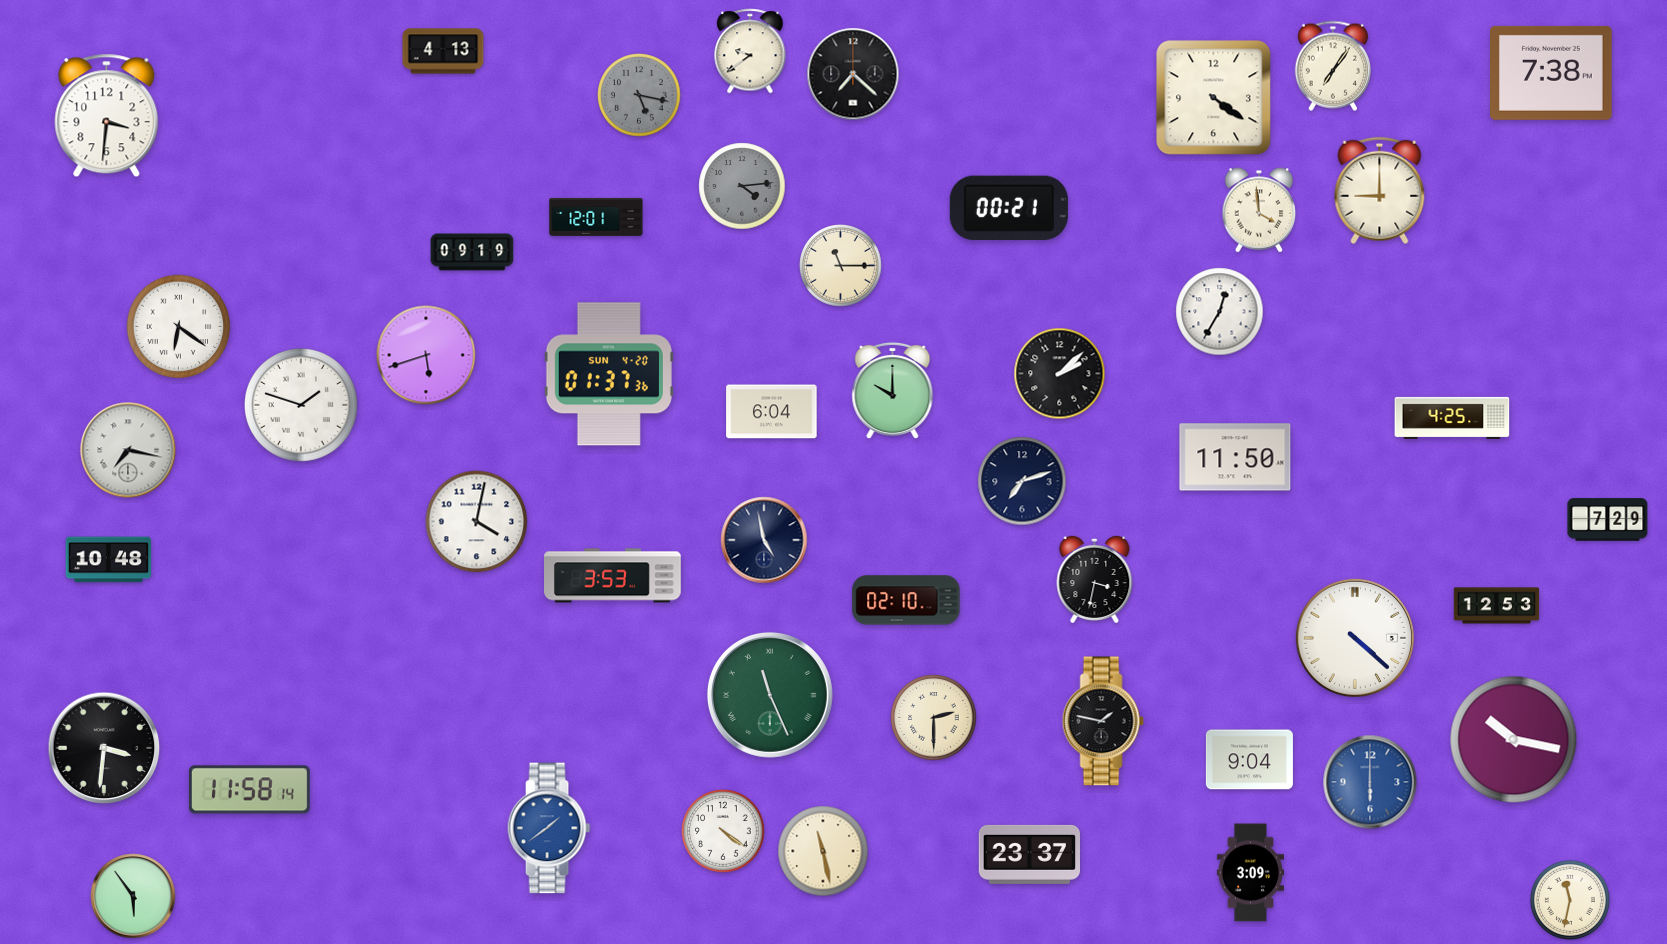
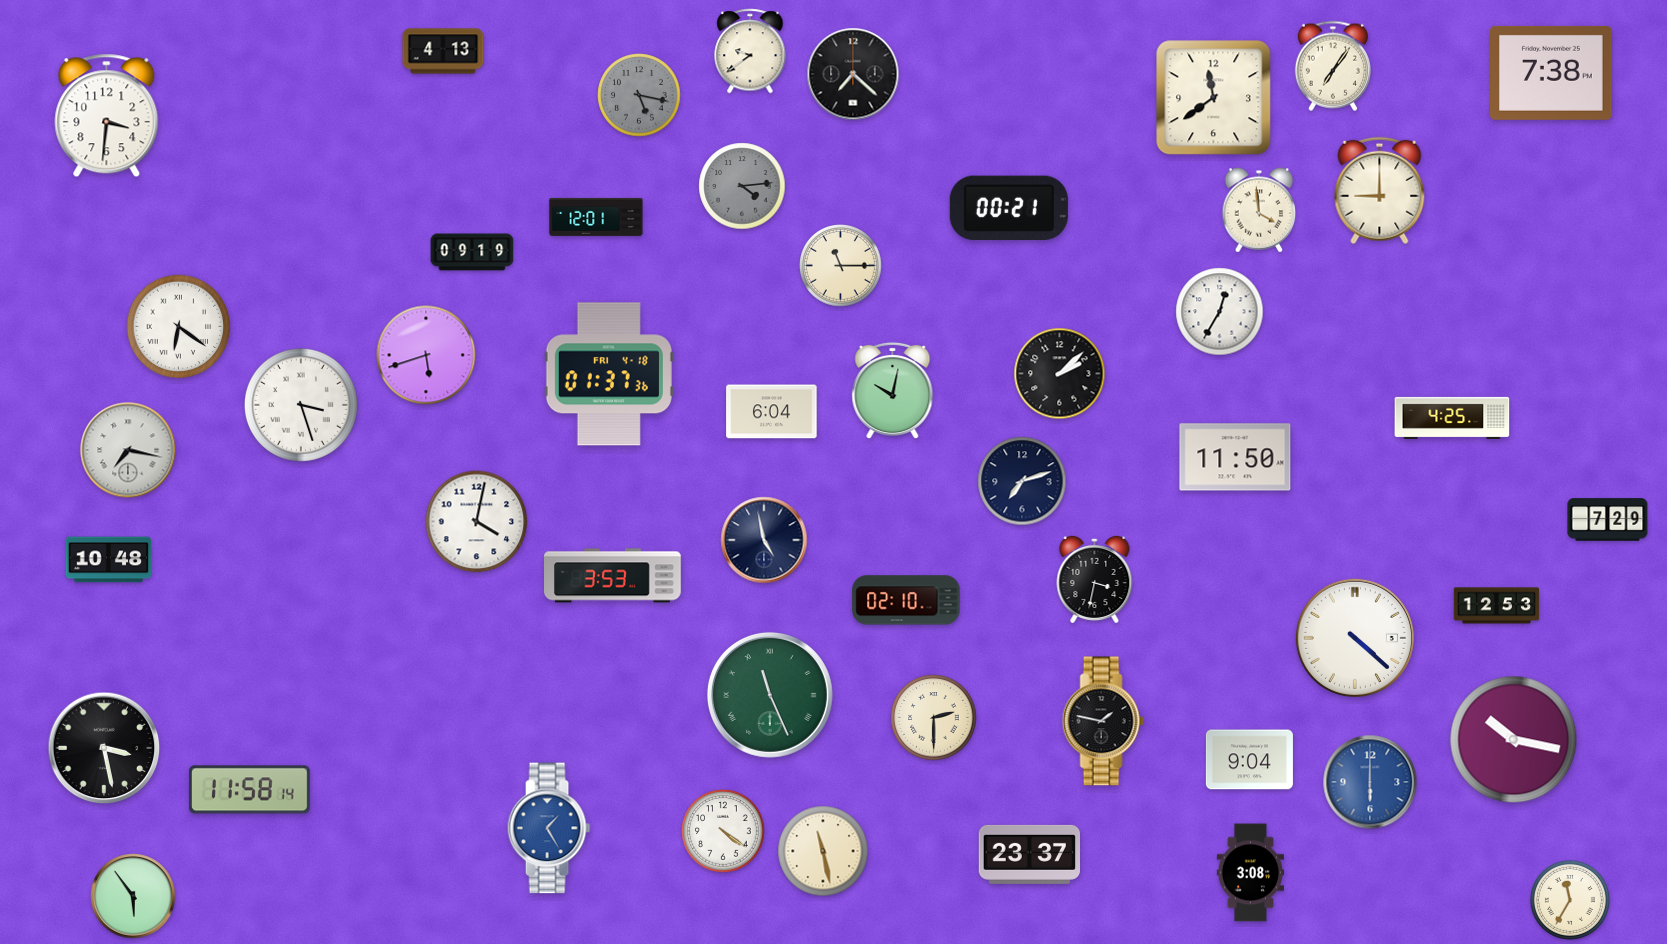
clock at (1214, 98): 4:21 -> 11:39
clock at (609, 374) date: SUN 4-20 -> FRI 4-18
clock at (893, 391): 10:00 -> 10:02
clock at (301, 405): 1:48 -> 3:27
clock at (104, 748): 3:31 -> 3:28
clock at (549, 828): 1:39 -> 1:25
clock at (1250, 873): 3:09 -> 3:08
clock at (1570, 900): 11:32 -> 11:35
